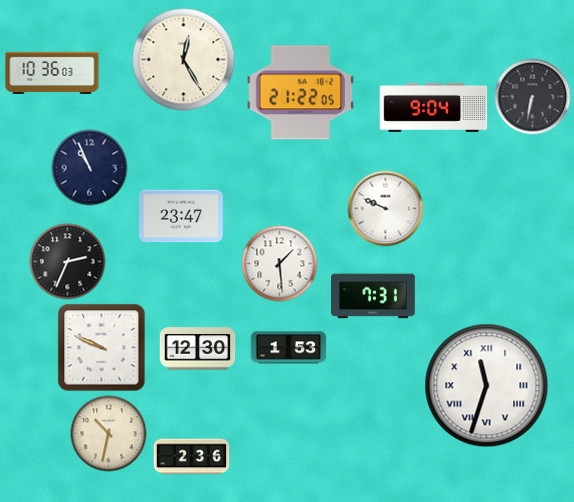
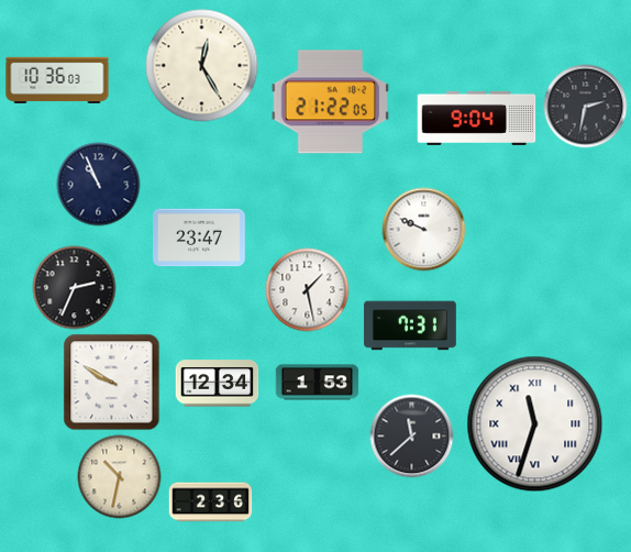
clock at (533, 97): 6:32 -> 2:32
clock at (280, 264): 1:29 -> 1:28
clock at (102, 348): 9:49 -> 9:50
clock at (198, 349): 12:30 -> 12:34
clock at (412, 437): none -> 11:38
